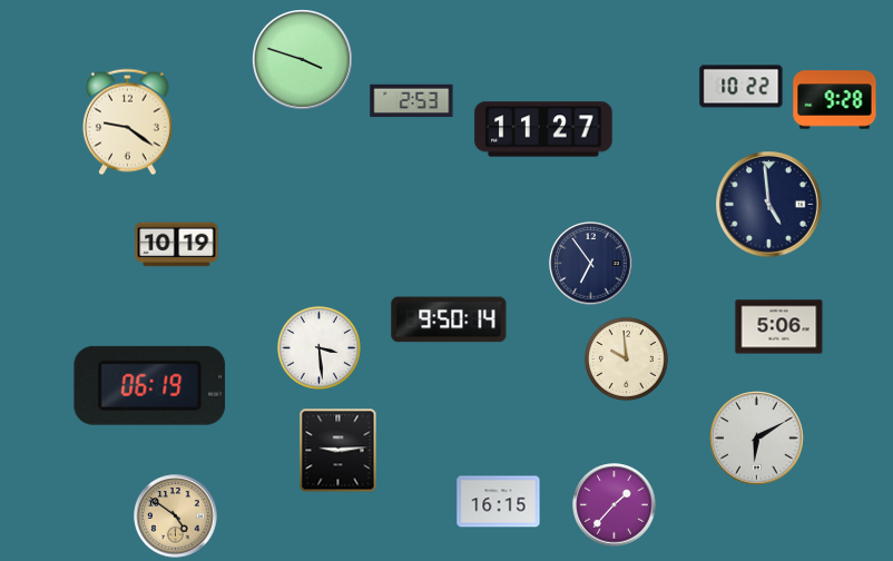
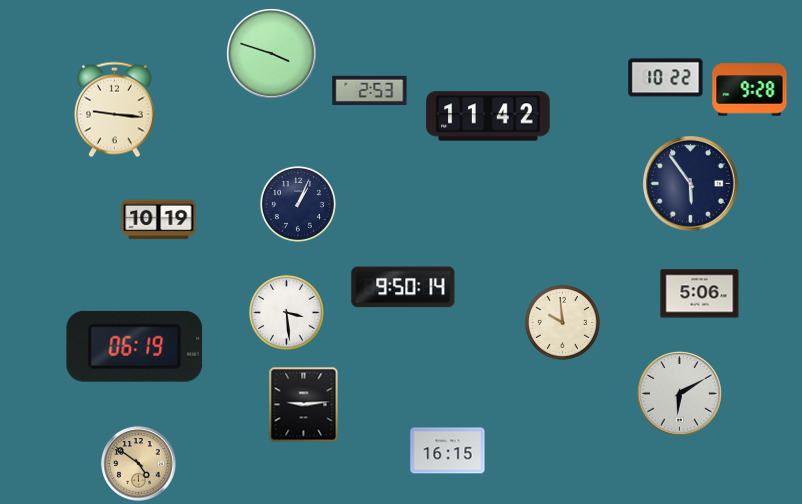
clock at (127, 122): 9:21 -> 9:16
clock at (543, 129): 11:27 -> 11:42
clock at (769, 205): 4:59 -> 5:54
clock at (298, 204): none -> 1:04
clock at (591, 264): 6:54 -> none
clock at (615, 505): 1:37 -> none
clock at (176, 516) position: (176, 516) -> (139, 464)
